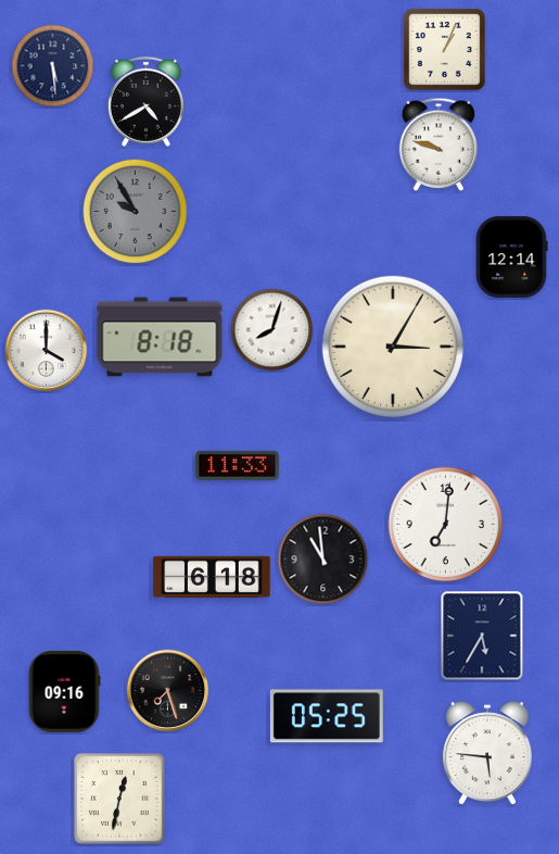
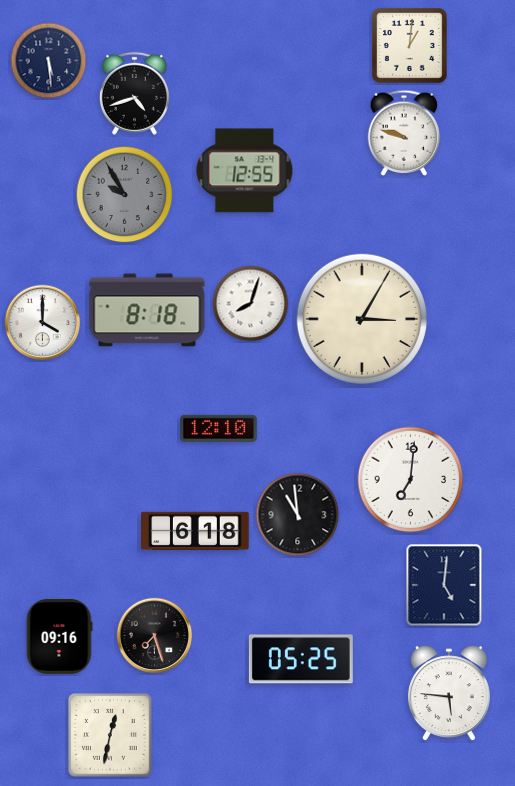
clock at (444, 49): 1:04 -> 1:01
clock at (145, 101): 4:40 -> 4:42
clock at (245, 171): none -> 12:55
clock at (511, 256): 12:14 -> none
clock at (238, 465): 11:33 -> 12:10
clock at (446, 525) position: (446, 525) -> (411, 480)
clock at (482, 636): 5:35 -> 5:01
